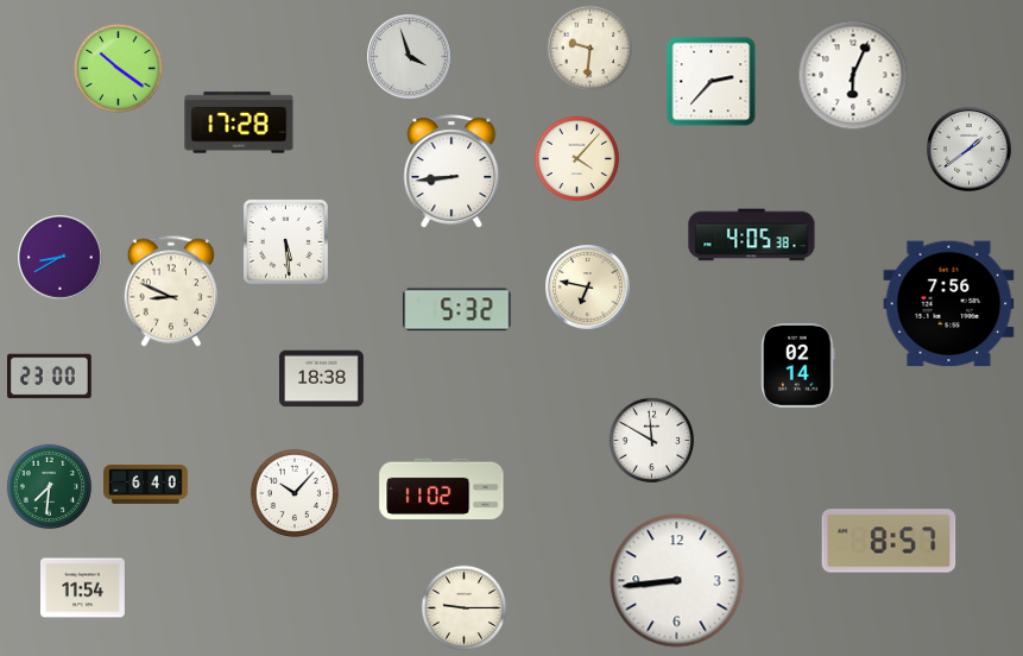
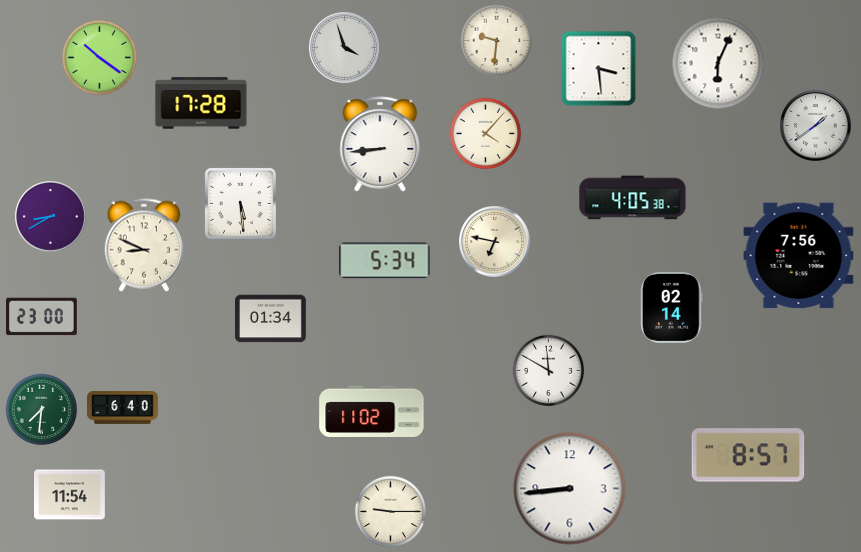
clock at (712, 82): 2:37 -> 3:29
clock at (457, 310): 5:32 -> 5:34
clock at (322, 379): 18:38 -> 01:34
clock at (295, 493): 10:07 -> none
